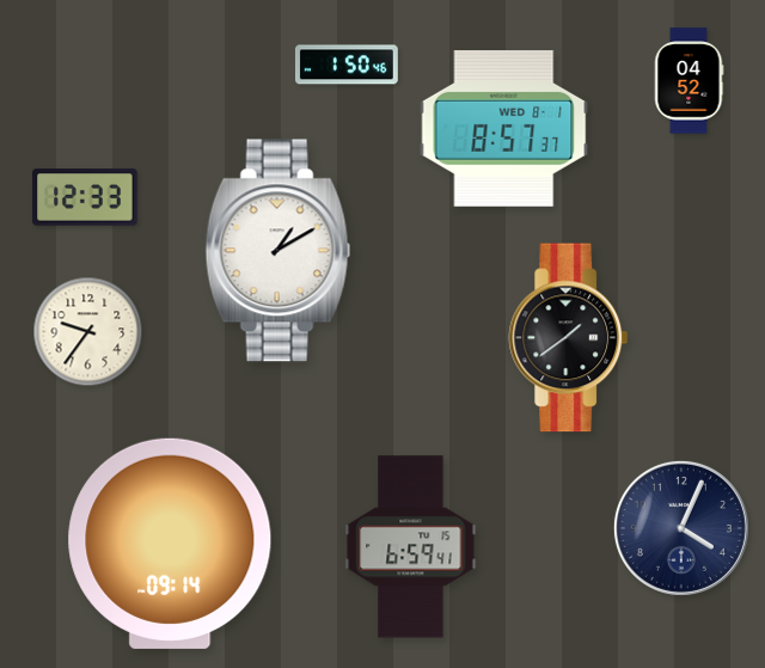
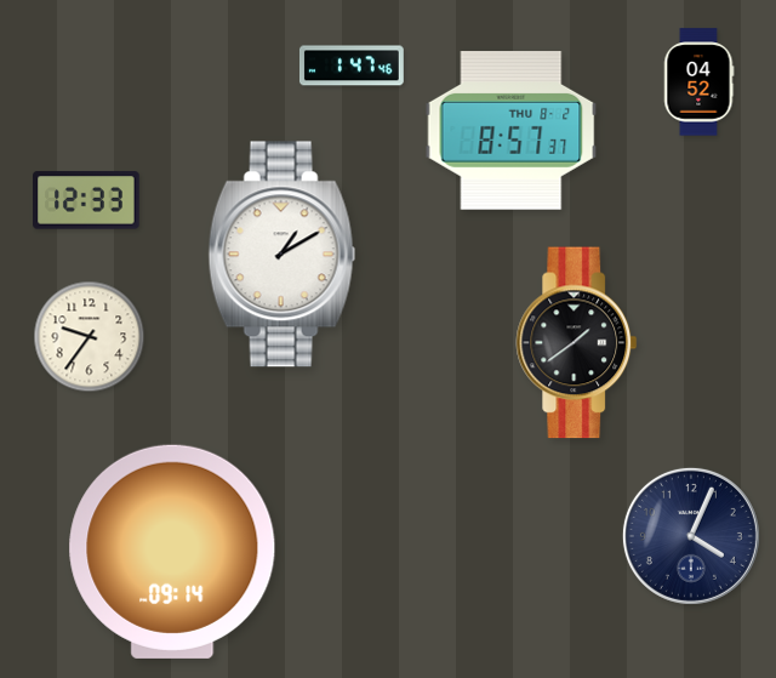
clock at (347, 65): 1:50 -> 1:47
clock at (504, 129) date: WED 8-1 -> THU 8-2
clock at (411, 547): 6:59 -> none
